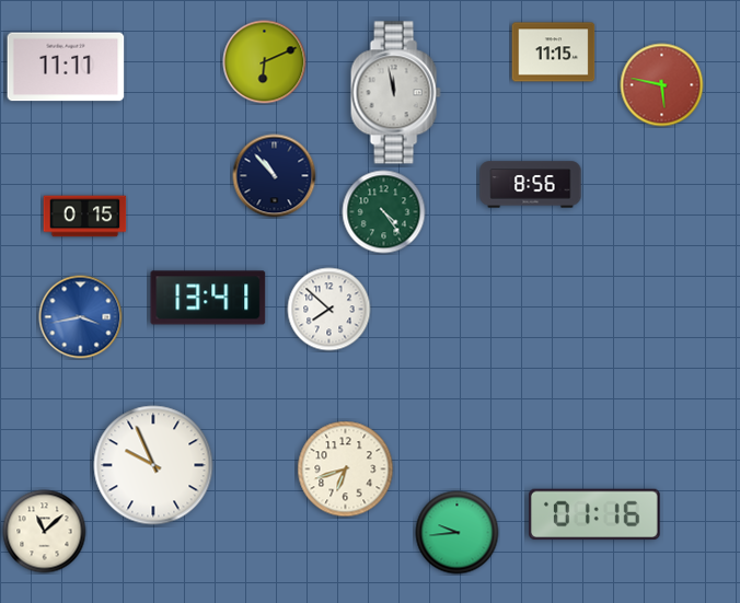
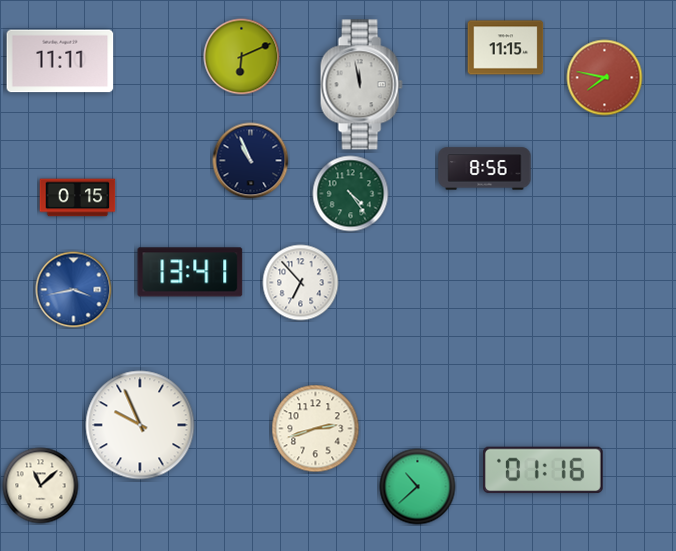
clock at (662, 85): 5:47 -> 7:47
clock at (275, 176): 10:53 -> 10:56
clock at (329, 310): 7:52 -> 6:53
clock at (346, 469): 6:42 -> 2:42
clock at (458, 533): 9:44 -> 10:38
